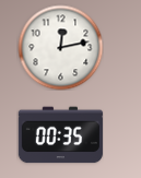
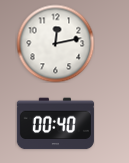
clock at (60, 135): 00:35 -> 00:40
